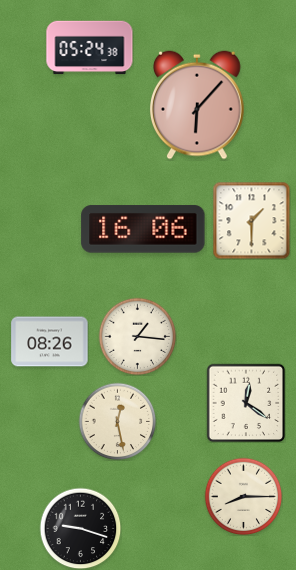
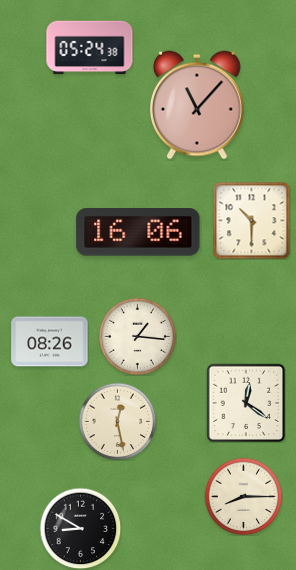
clock at (198, 105): 6:07 -> 11:07
clock at (251, 220): 1:30 -> 10:30
clock at (143, 229) position: (143, 229) -> (138, 232)
clock at (80, 528): 9:18 -> 8:50
